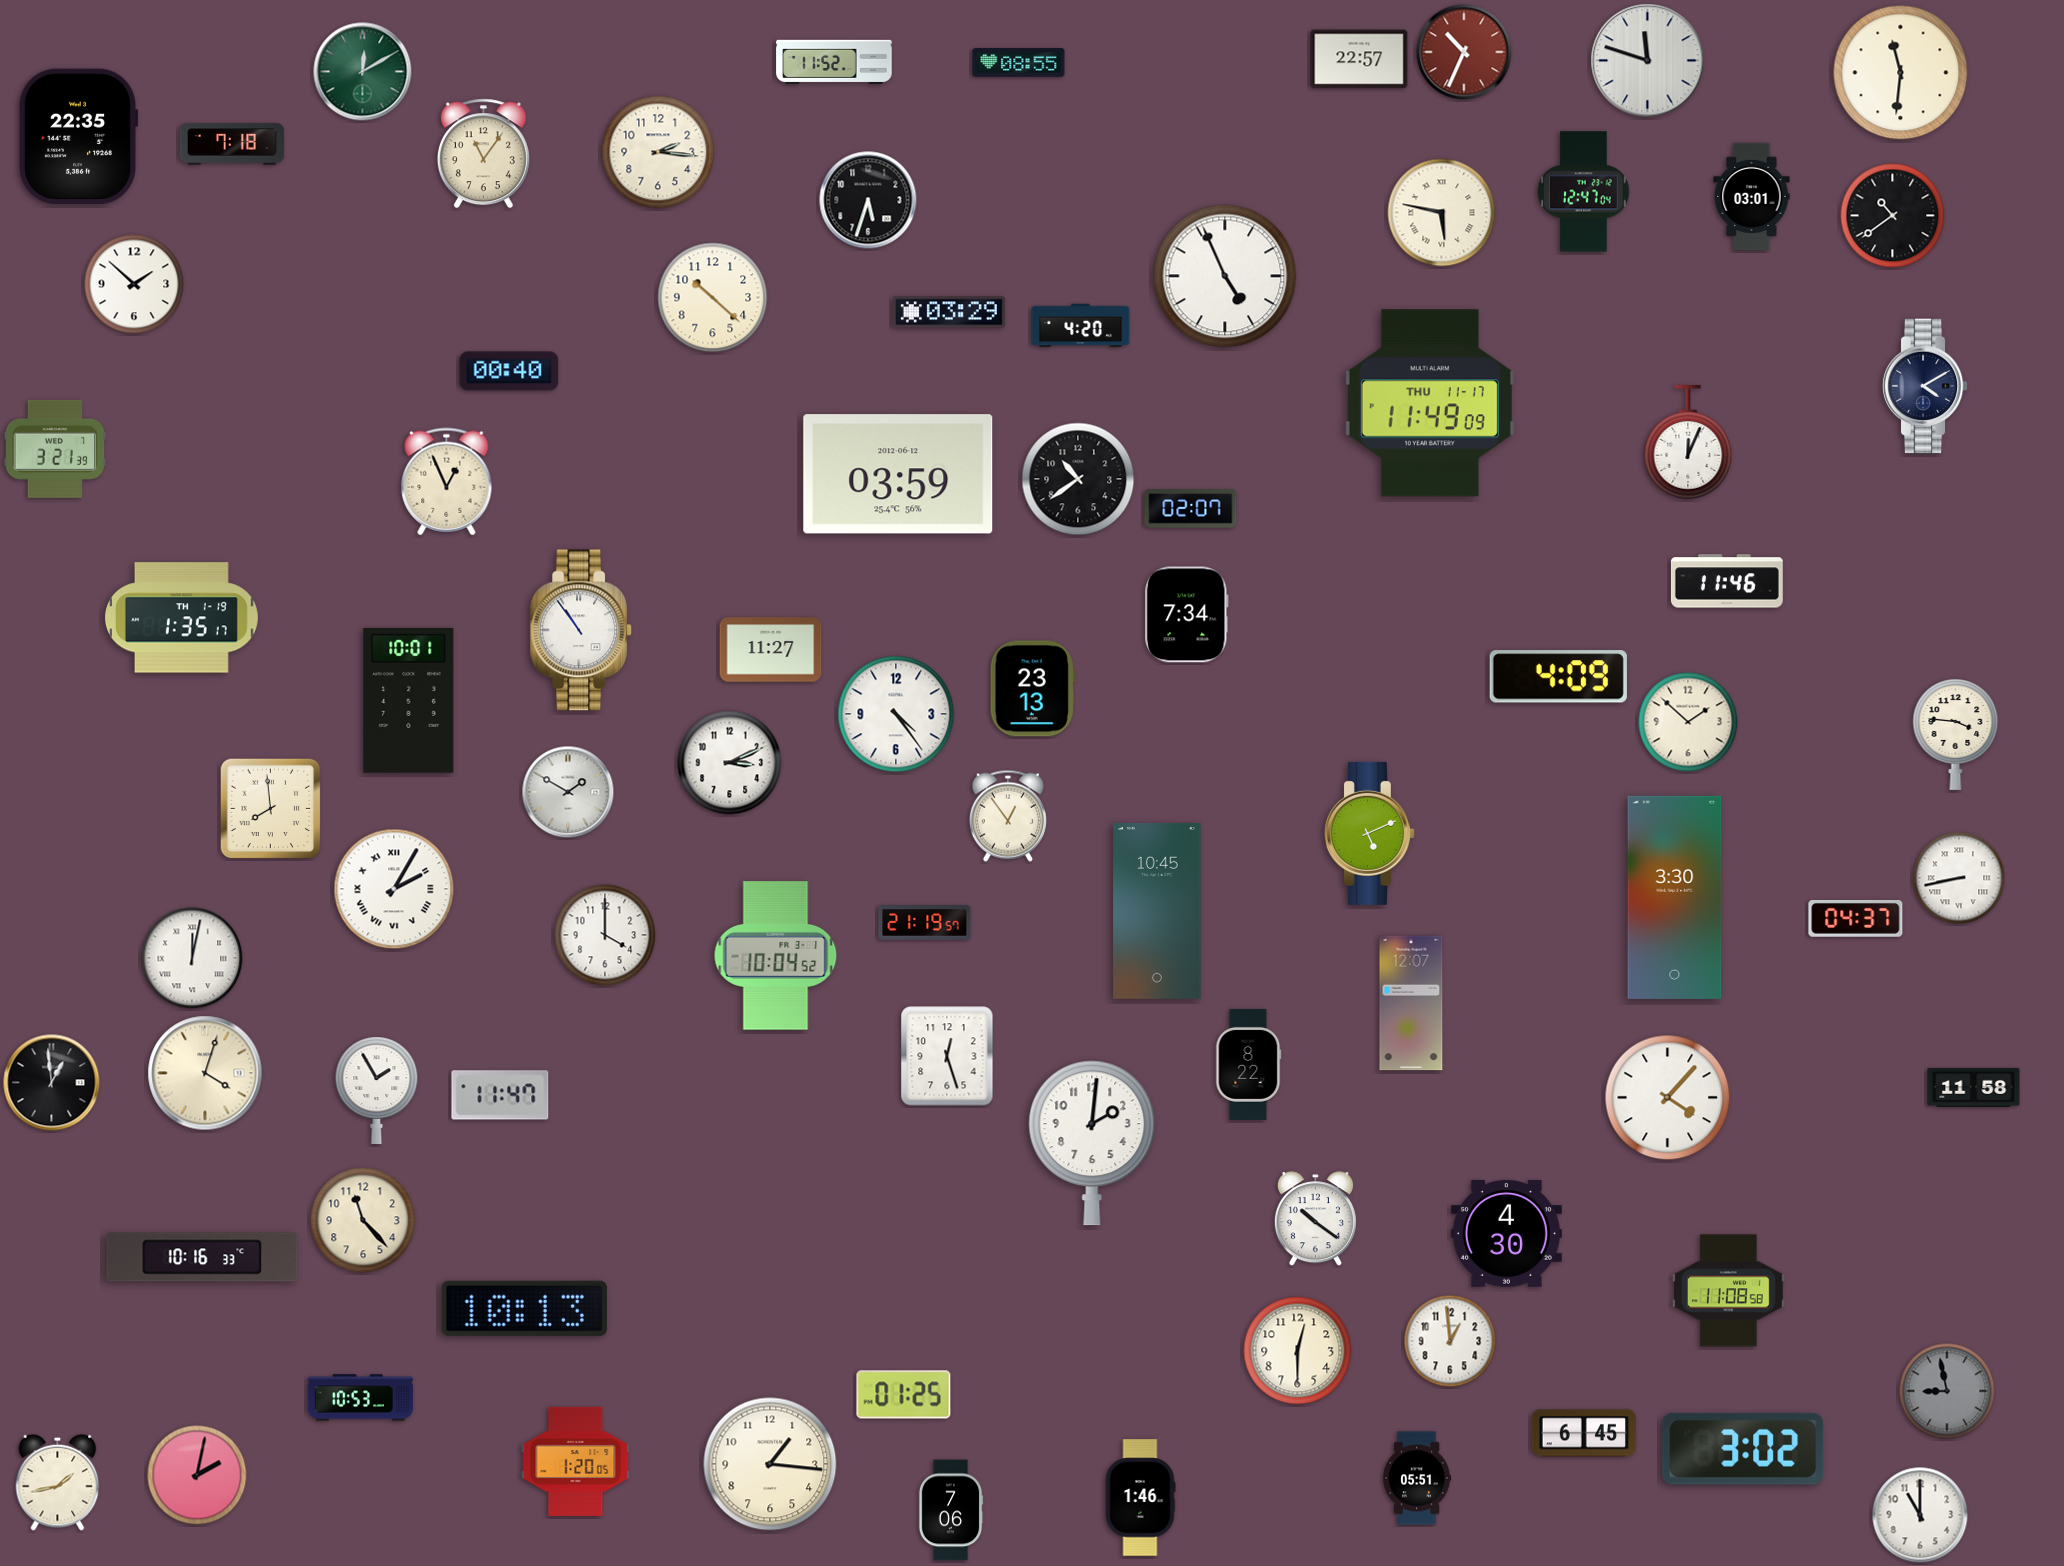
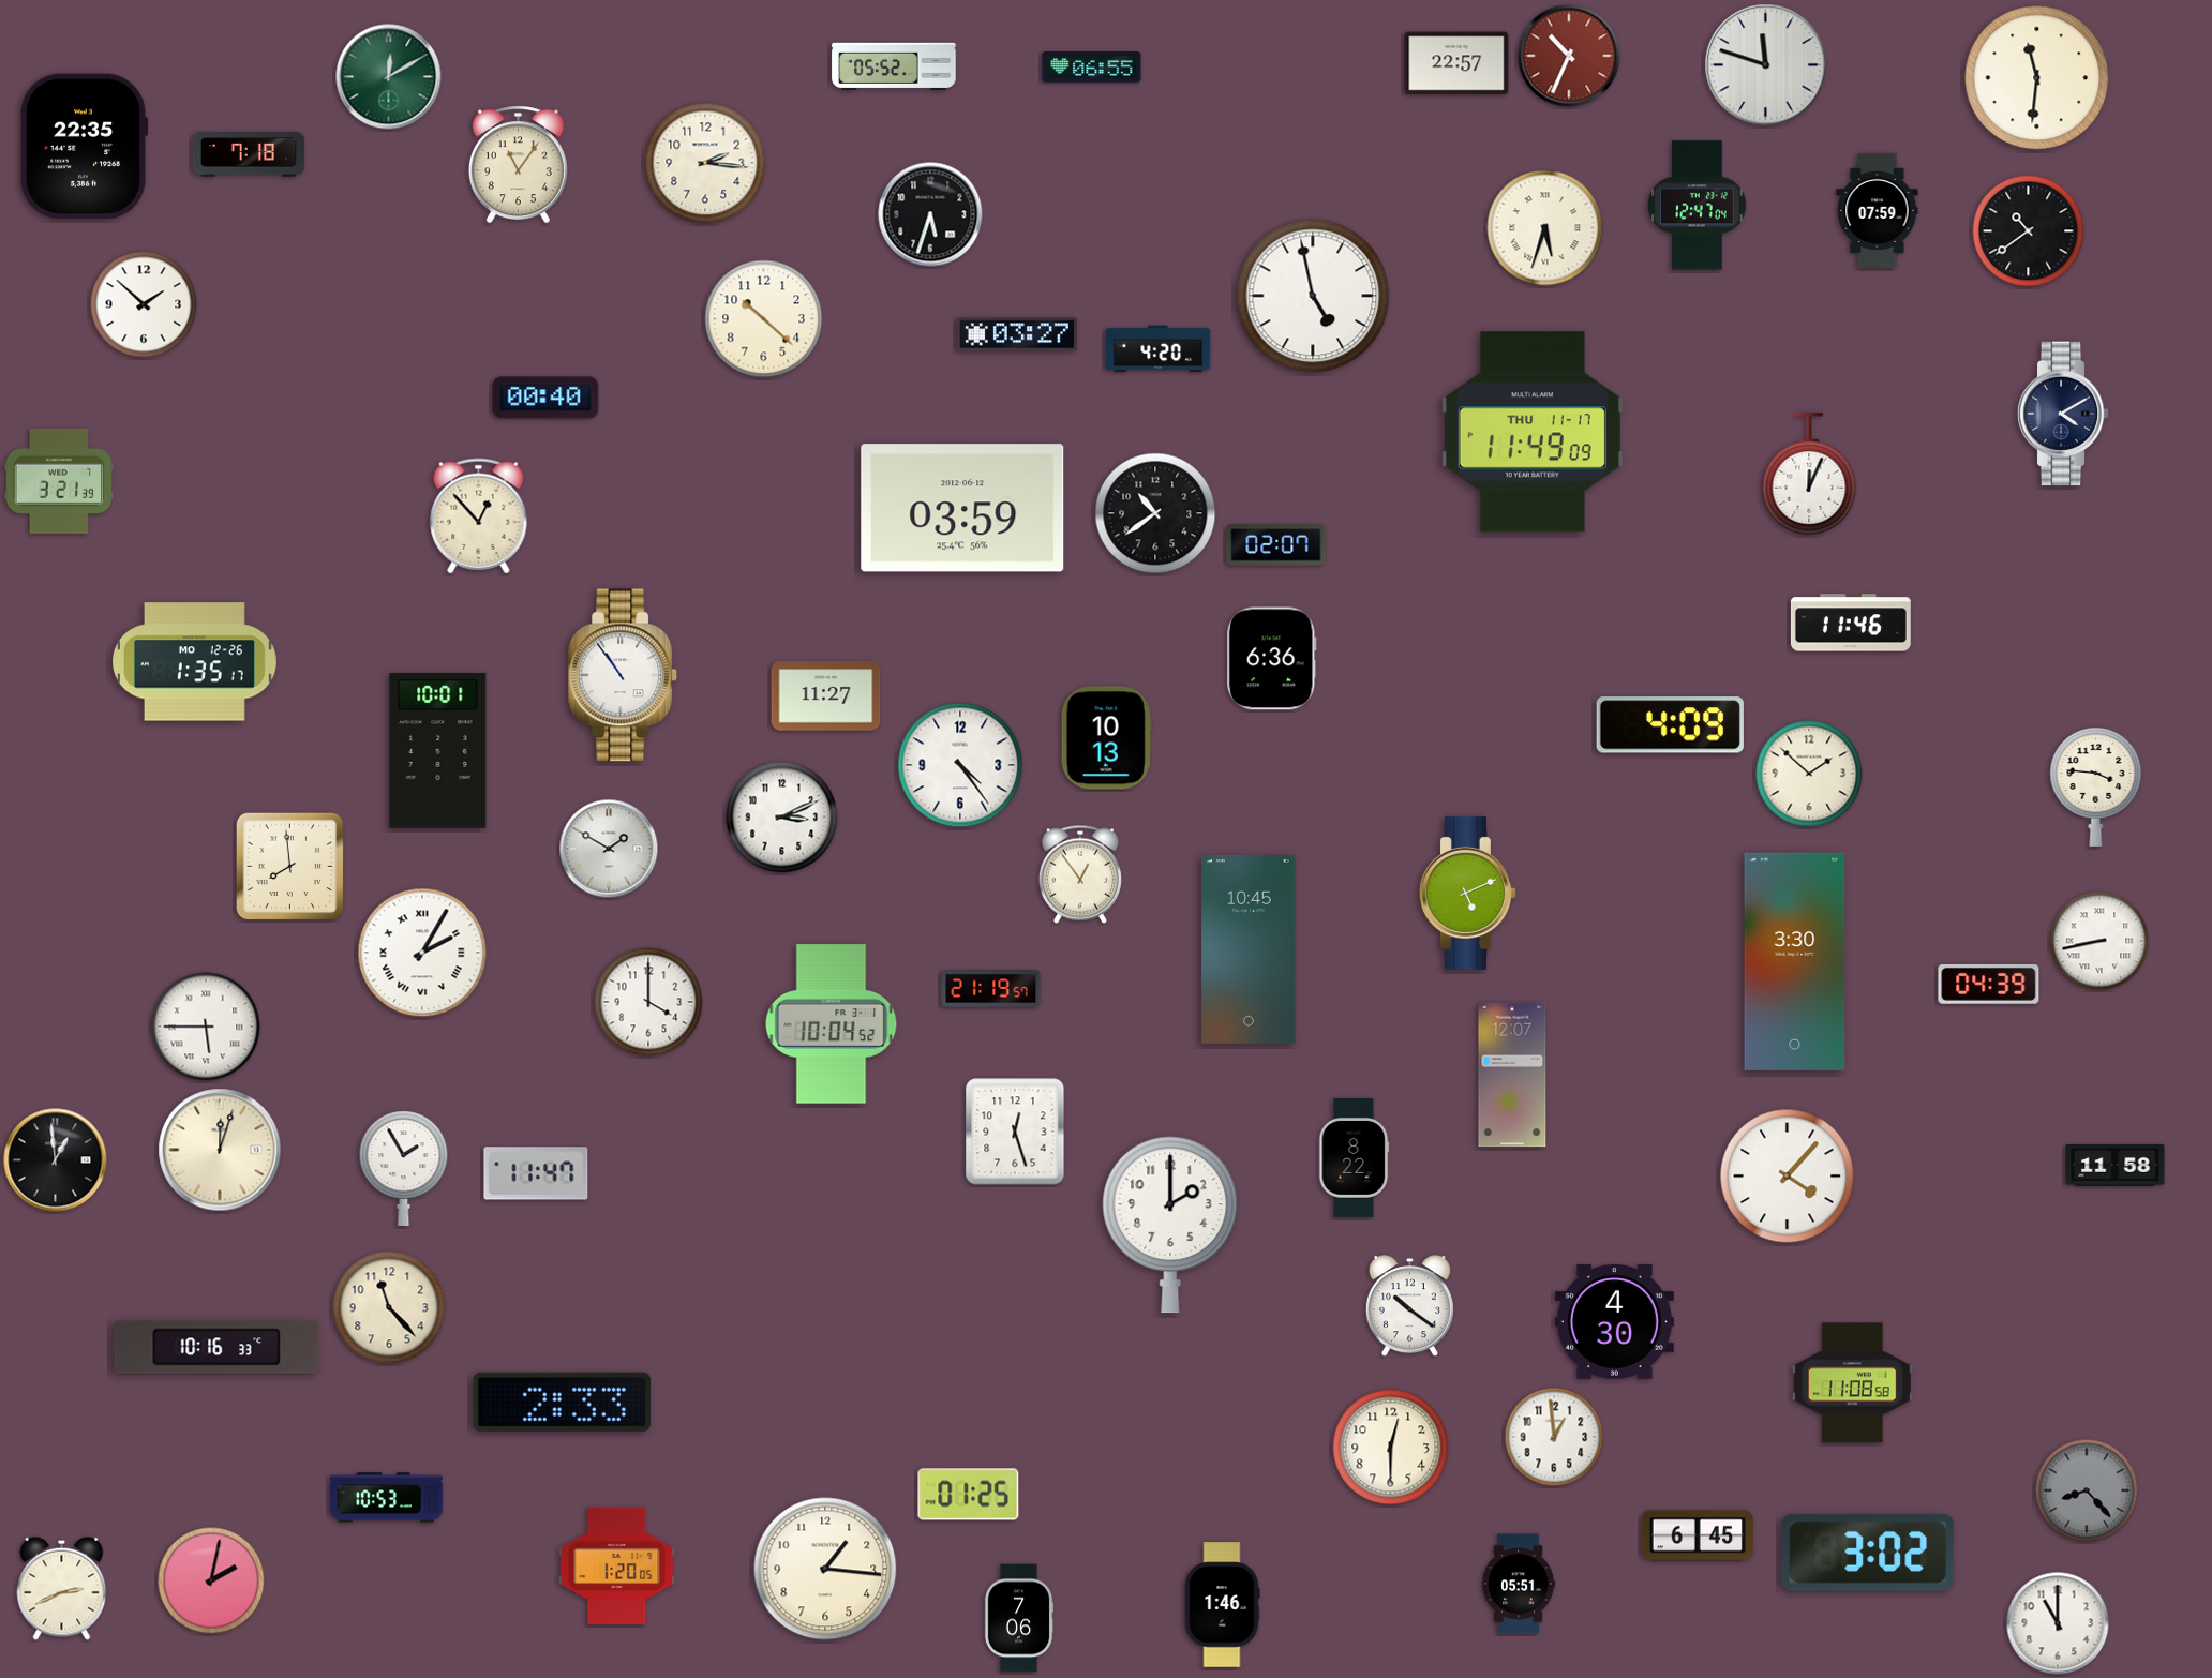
clock at (834, 61): 11:52 -> 05:52
clock at (1019, 63): 08:55 -> 06:55
clock at (1752, 196): 03:01 -> 07:59
clock at (1442, 213): 5:47 -> 5:33
clock at (1225, 276): 4:56 -> 4:58
clock at (949, 312): 03:29 -> 03:27
clock at (447, 482): 12:56 -> 12:53
clock at (1187, 615): 7:34 -> 6:36
clock at (181, 618) date: TH 1-19 -> MO 12-26
clock at (1032, 689): 23:13 -> 10:13
clock at (1157, 911) position: (1157, 911) -> (1249, 949)
clock at (1856, 919): 04:37 -> 04:39
clock at (192, 958): 12:02 -> 5:45
clock at (1248, 1064) position: (1248, 1064) -> (1354, 1157)
clock at (205, 1073): 4:03 -> 12:03
clock at (1092, 1143): 2:01 -> 2:00
clock at (524, 1308): 10:13 -> 2:33
clock at (1947, 1391): 8:58 -> 8:23
clock at (58, 1482): 1:43 -> 2:41
